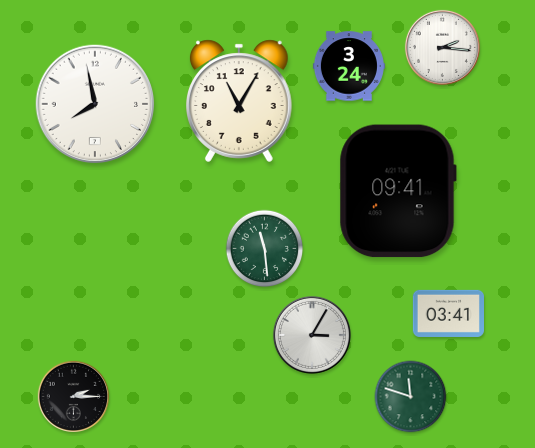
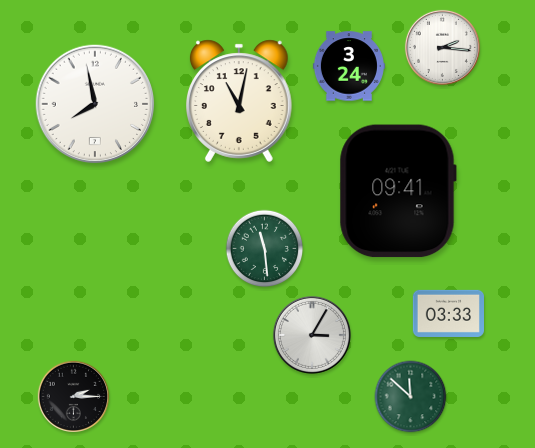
clock at (240, 101): 11:05 -> 11:02
clock at (448, 313): 03:41 -> 03:33
clock at (411, 397): 11:48 -> 11:52
